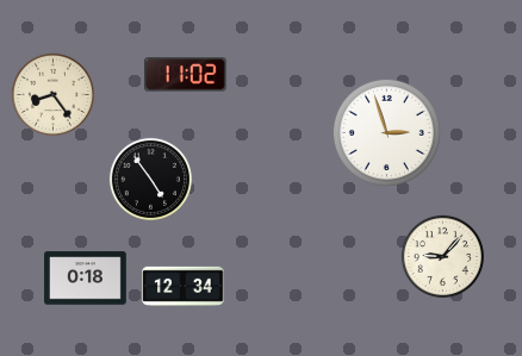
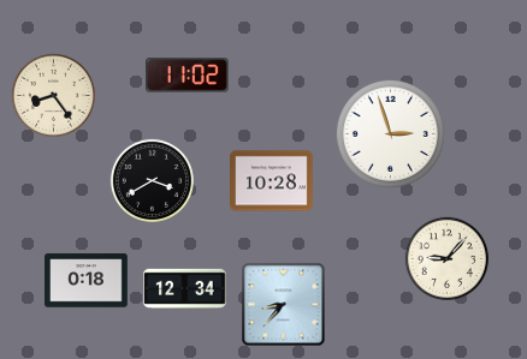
clock at (150, 179): 4:54 -> 3:40
clock at (272, 181): none -> 10:28
clock at (284, 305): none -> 8:37
